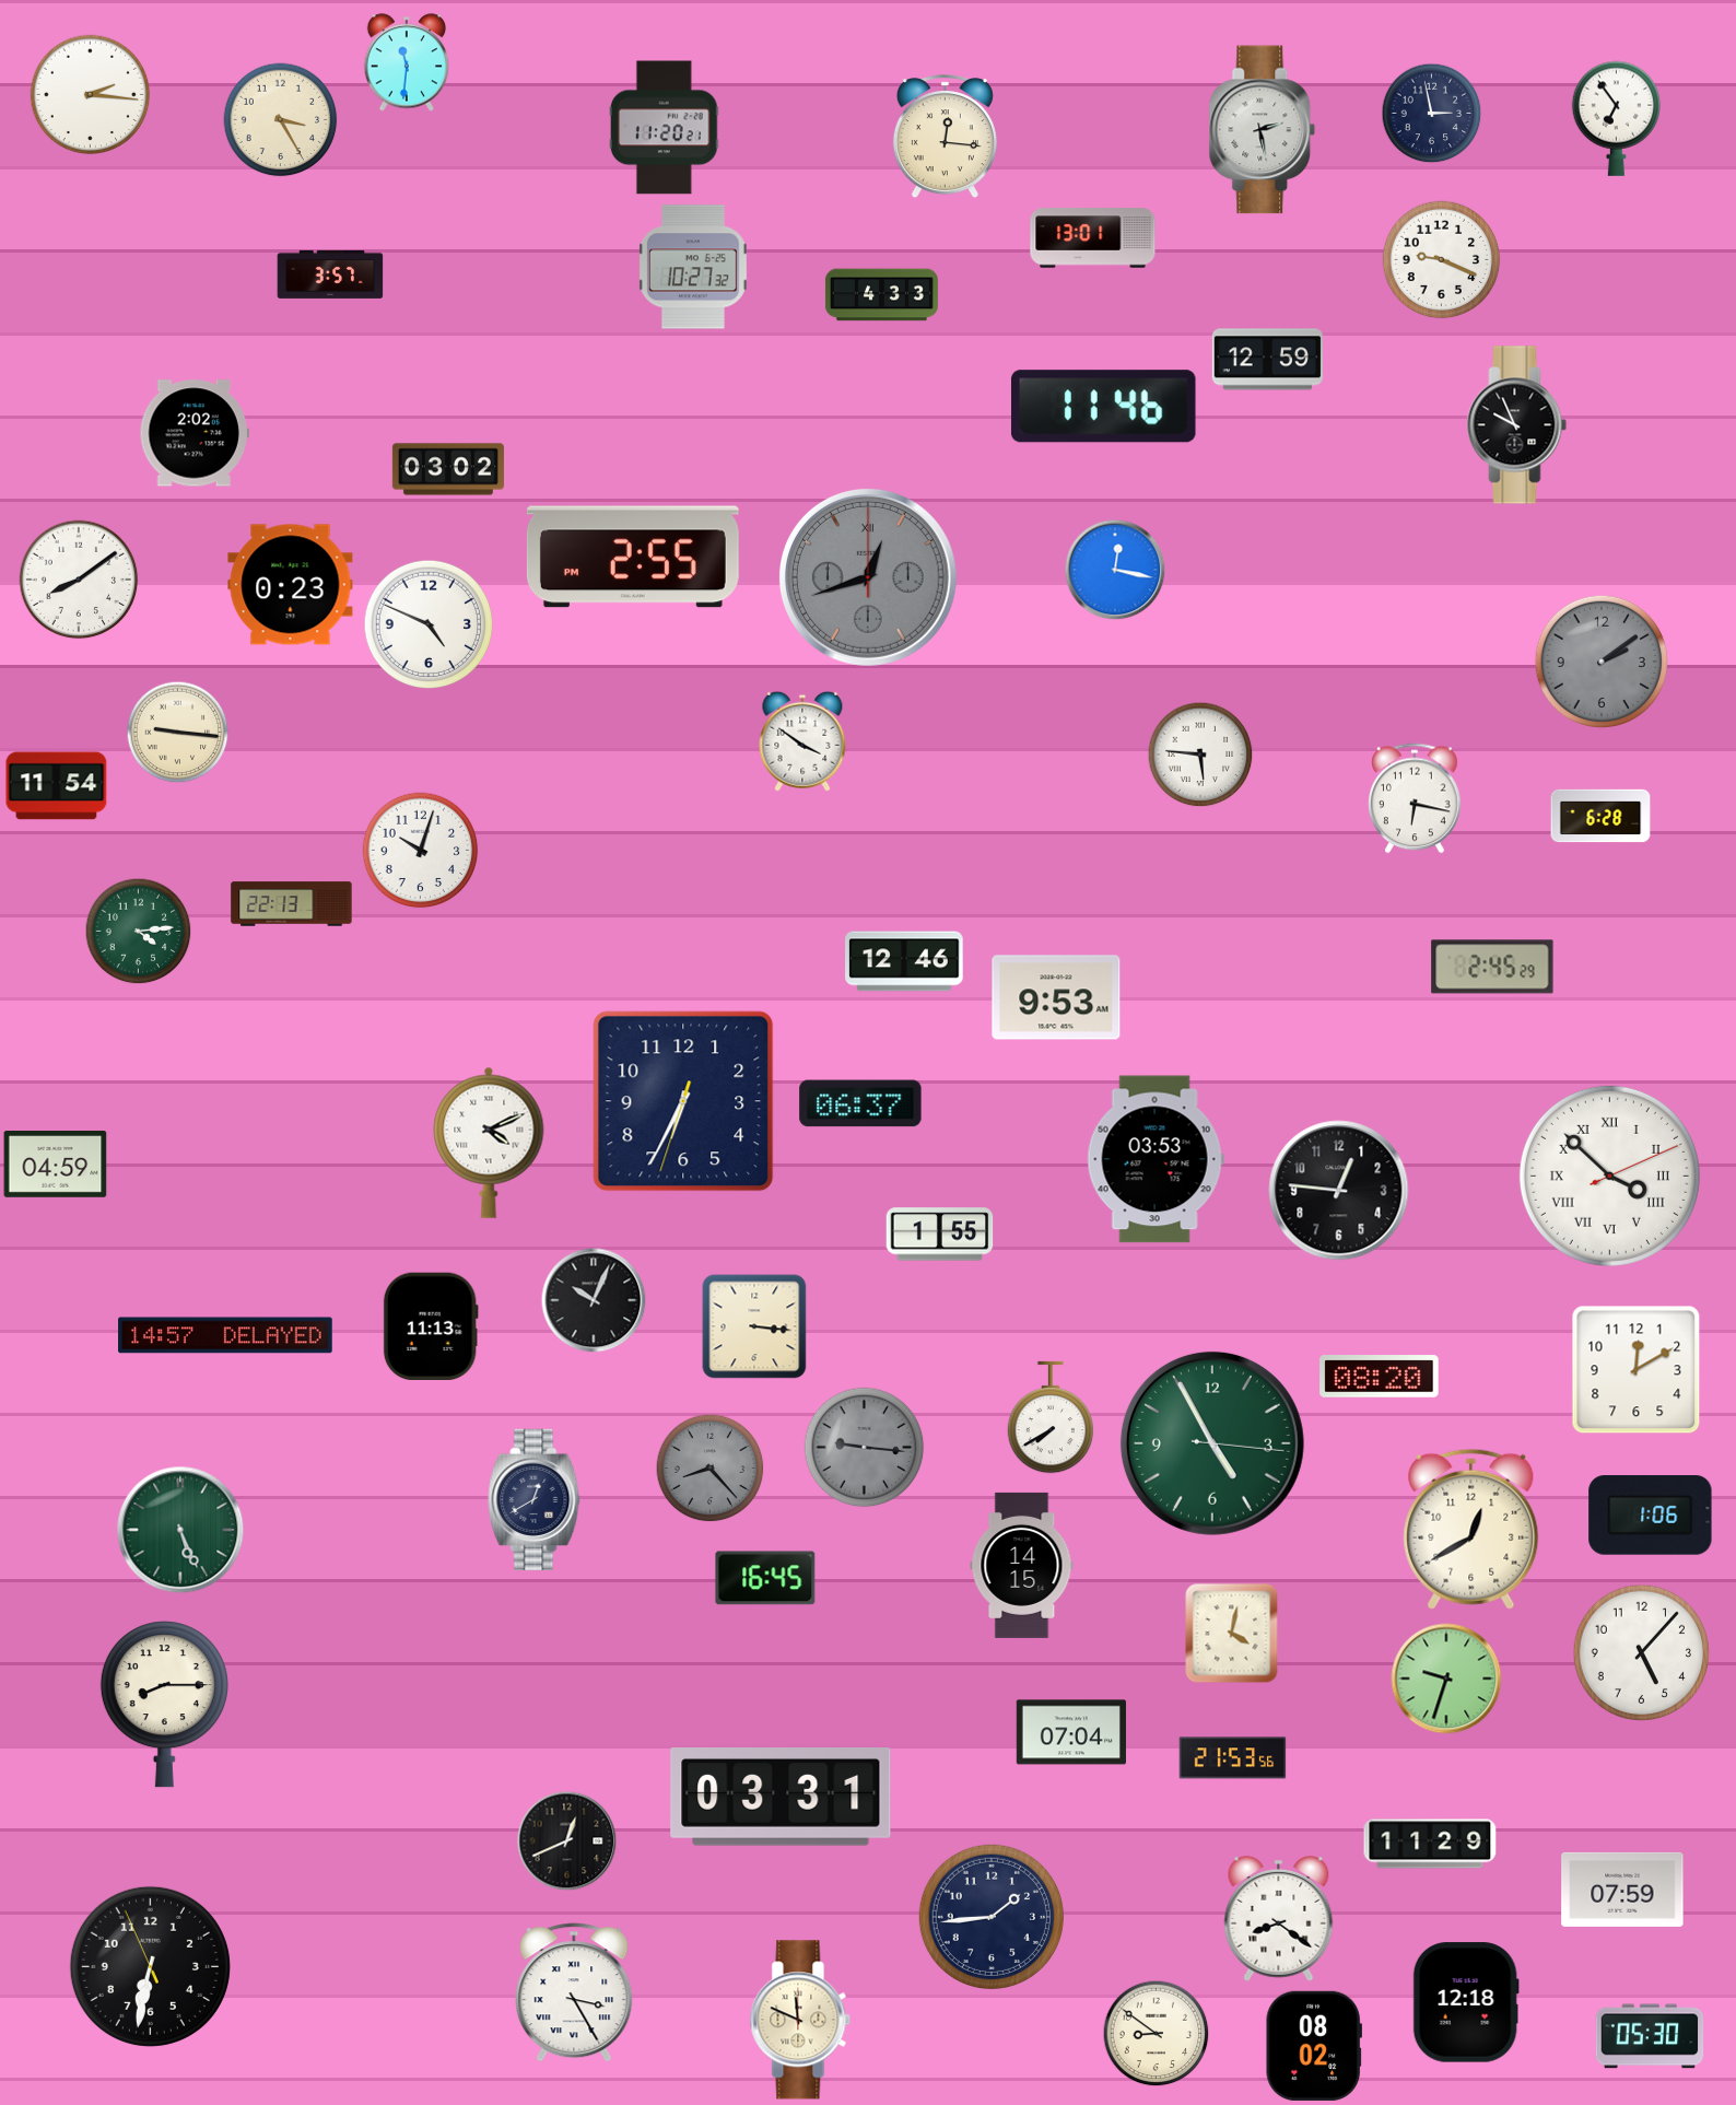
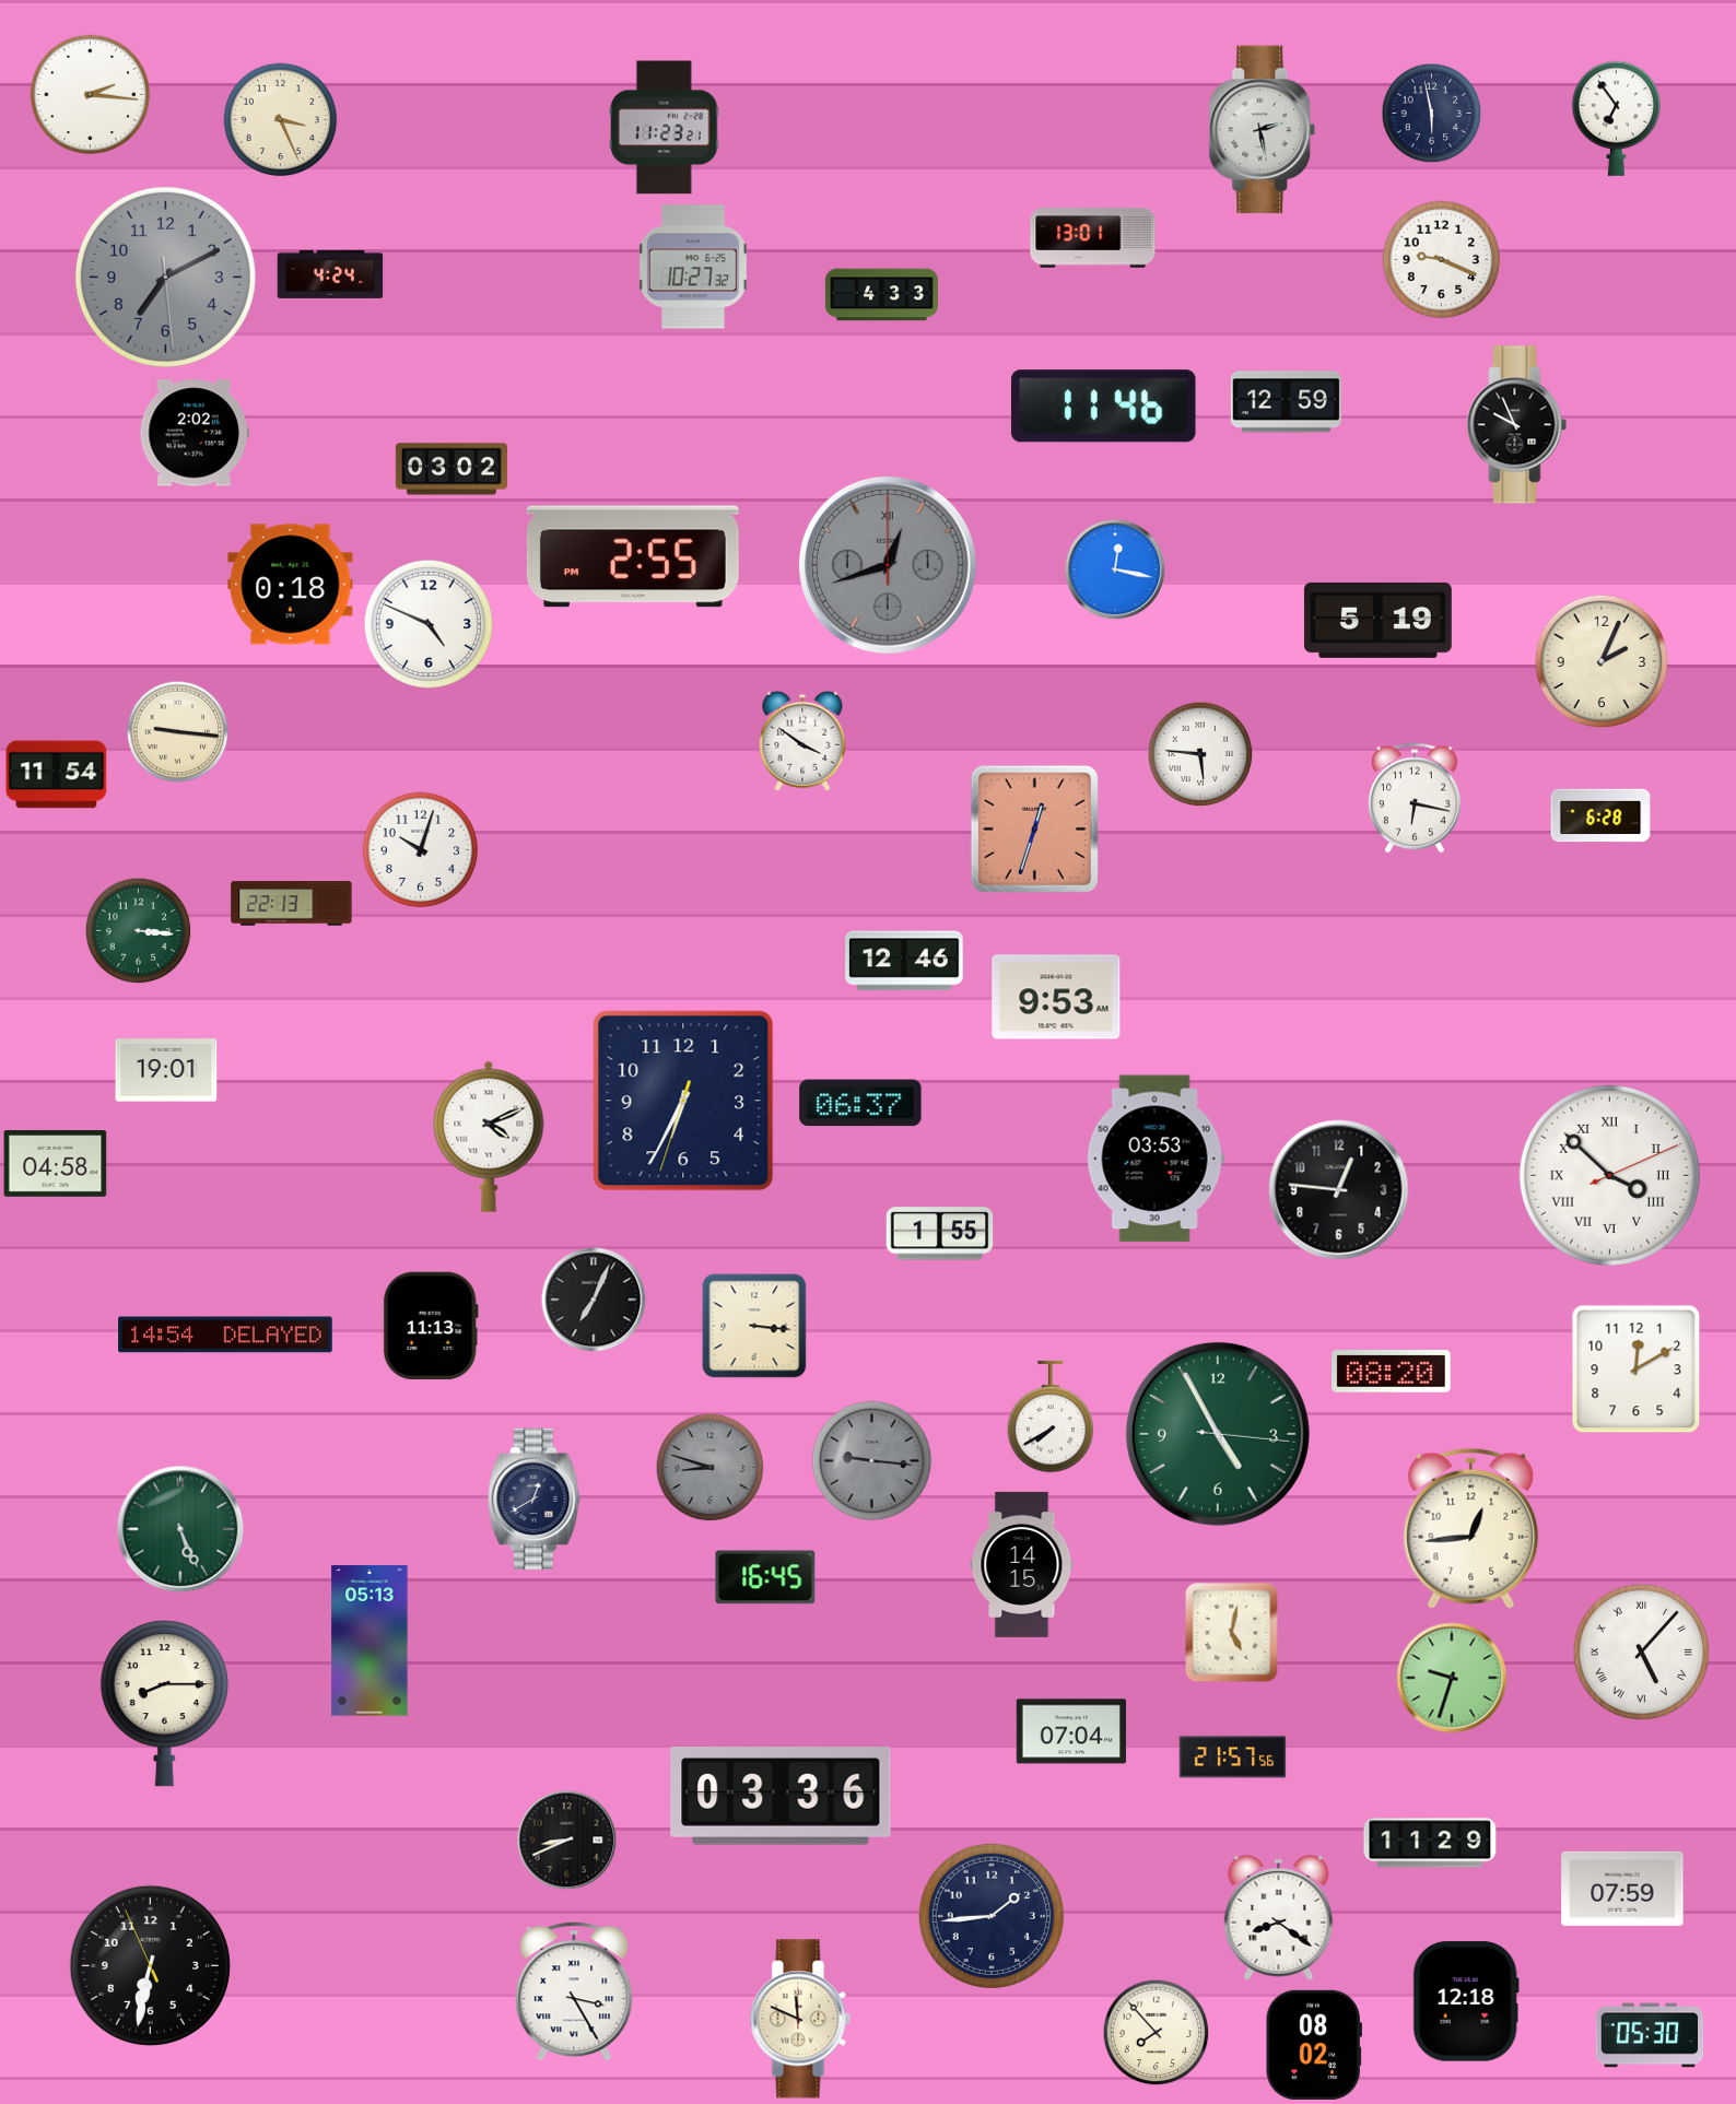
clock at (407, 62): 11:31 -> none
clock at (1432, 114): 2:58 -> 5:58
clock at (281, 120): 3:25 -> 3:26
clock at (664, 128): 11:20 -> 11:23
clock at (945, 137): 12:16 -> none
clock at (330, 274): 3:57 -> 4:24
clock at (165, 277): none -> 7:10
clock at (1267, 360) position: (1267, 360) -> (1286, 402)
clock at (448, 469) position: (448, 469) -> (451, 469)
clock at (868, 577) position: (868, 577) -> (888, 565)
clock at (79, 580): 8:09 -> none
clock at (291, 585): 0:23 -> 0:18
clock at (1377, 620): none -> 5:19
clock at (1602, 662): 2:09 -> 2:04
clock at (1602, 662) dial: grey -> cream
clock at (57, 786) position: (57, 786) -> (57, 775)
clock at (1034, 828): none -> 12:33
clock at (139, 932): 4:14 -> 3:16
clock at (1492, 967): 2:45 -> none
clock at (166, 1070): none -> 19:01
clock at (489, 1143) position: (489, 1143) -> (489, 1137)
clock at (56, 1165): 04:59 -> 04:58
clock at (594, 1300): 10:04 -> 7:04
clock at (225, 1335): 14:57 -> 14:54
clock at (1380, 1377) position: (1380, 1377) -> (1392, 1372)
clock at (1212, 1443) position: (1212, 1443) -> (1218, 1434)
clock at (865, 1448) position: (865, 1448) -> (872, 1461)
clock at (711, 1469): 8:23 -> 8:48
clock at (1651, 1516): 1:06 -> none
clock at (1471, 1529): 12:40 -> 12:44
clock at (1232, 1634): 4:02 -> 5:02
clock at (370, 1641): none -> 05:13
clock at (1641, 1652) numerals: Arabic -> Roman
clock at (1446, 1679) position: (1446, 1679) -> (1452, 1678)
clock at (1233, 1758): 21:53 -> 21:57
clock at (781, 1797): 03:31 -> 03:36
clock at (567, 1841): 12:41 -> 8:41
clock at (1157, 2034): 8:51 -> 7:53
